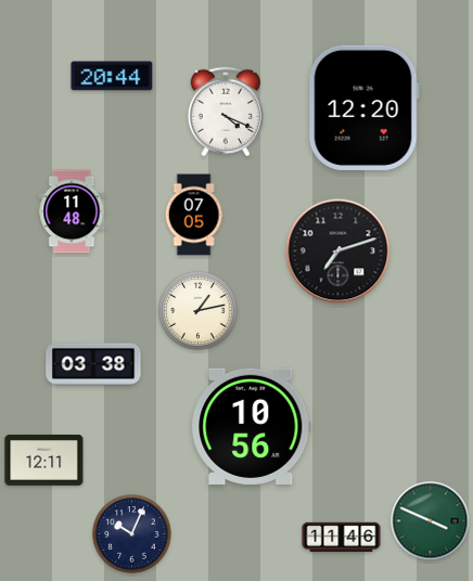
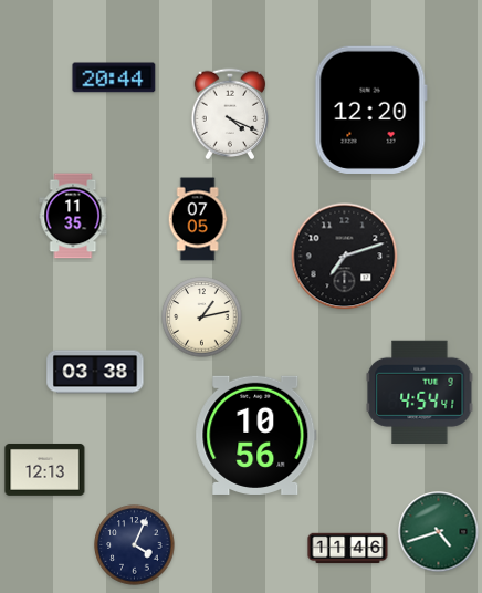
clock at (72, 211): 11:48 -> 11:35
clock at (420, 392): none -> 4:54
clock at (44, 460): 12:11 -> 12:13
clock at (431, 521): 3:49 -> 4:42
clock at (132, 534): 10:04 -> 4:04
